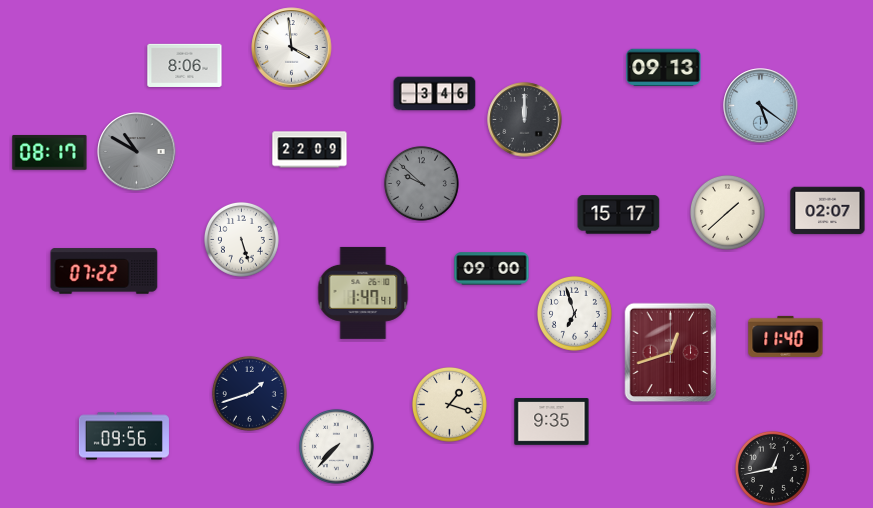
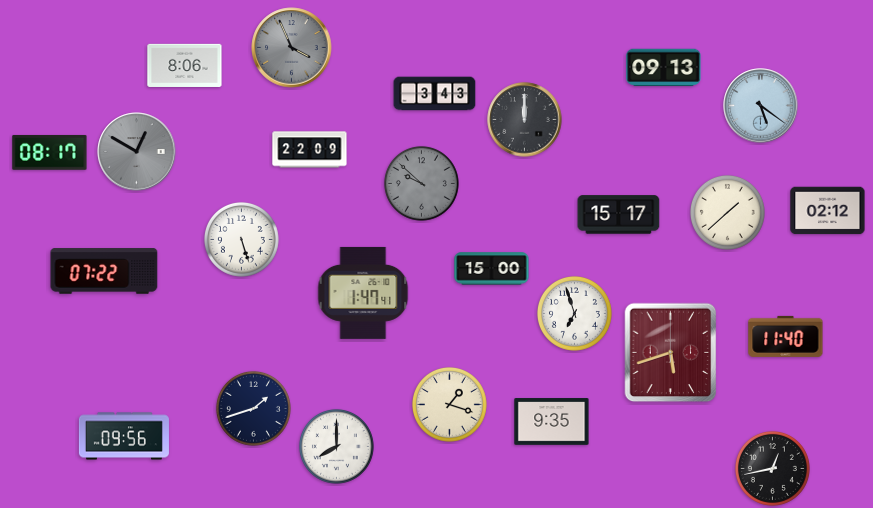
clock at (292, 48): 3:59 -> 3:56
clock at (292, 48) dial: white -> grey
clock at (435, 94): 3:46 -> 3:43
clock at (137, 152): 10:50 -> 12:50
clock at (828, 211): 02:07 -> 02:12
clock at (492, 269): 09:00 -> 15:00
clock at (671, 353): 12:42 -> 5:42
clock at (249, 393) position: (249, 393) -> (253, 408)
clock at (336, 446): 7:37 -> 8:00
